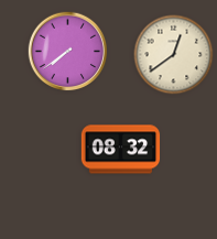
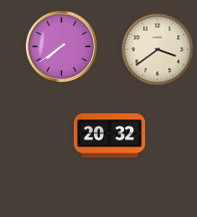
clock at (174, 55): 12:39 -> 3:39
clock at (121, 150): 08:32 -> 20:32
